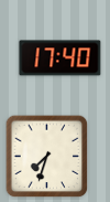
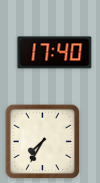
clock at (47, 157): 7:33 -> 7:35
